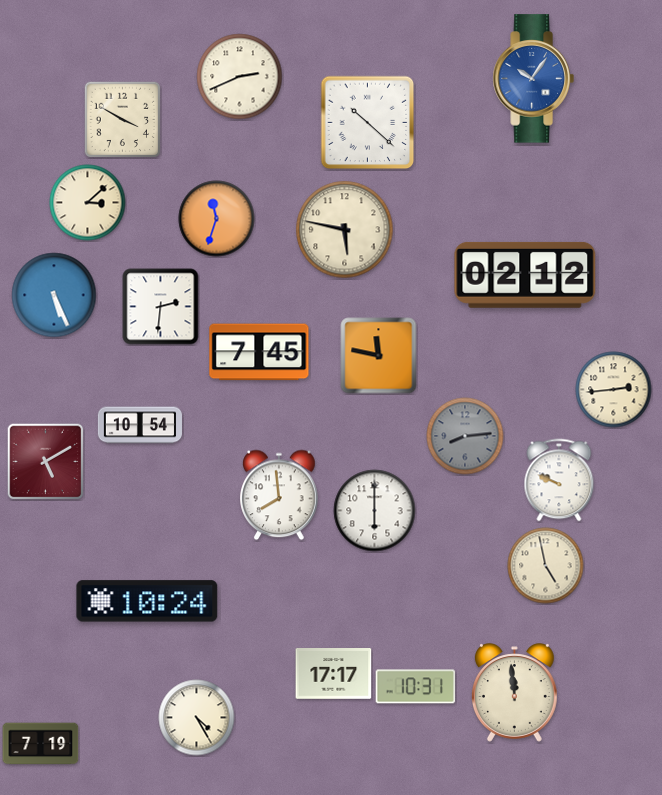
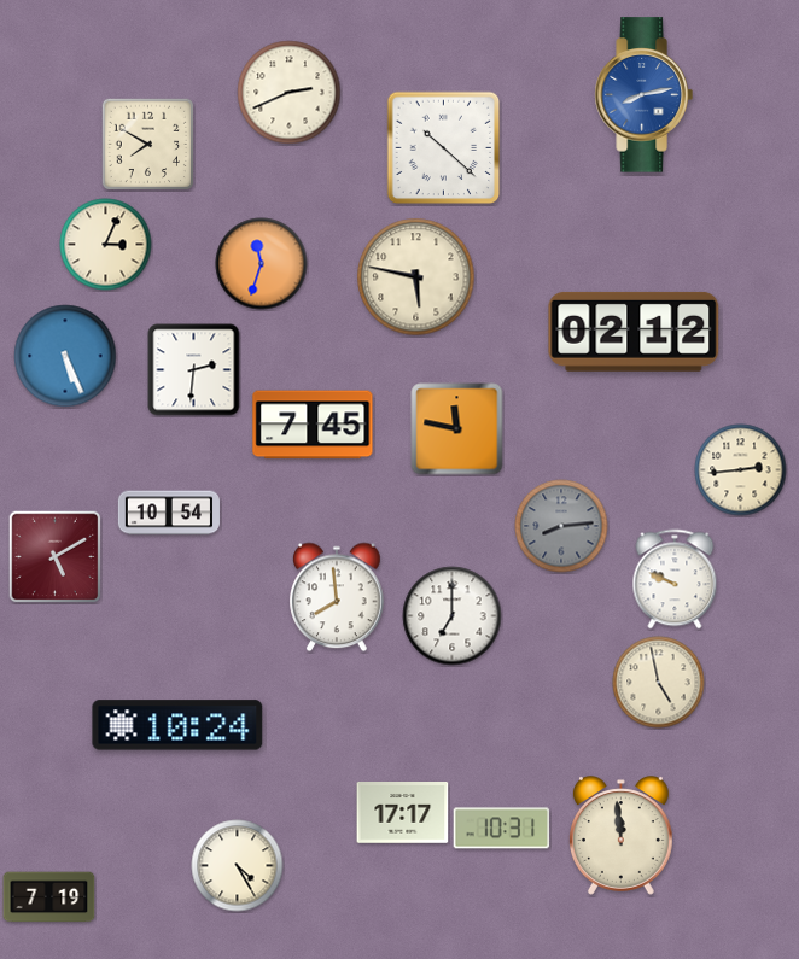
clock at (533, 79): 10:06 -> 8:13
clock at (122, 119): 3:50 -> 7:50
clock at (88, 203): 3:08 -> 3:04
clock at (375, 511): 6:00 -> 7:00
